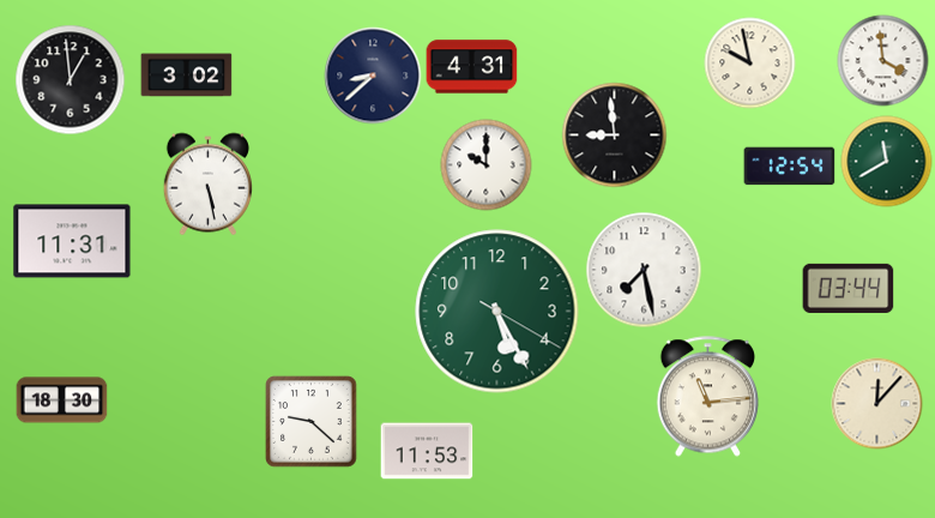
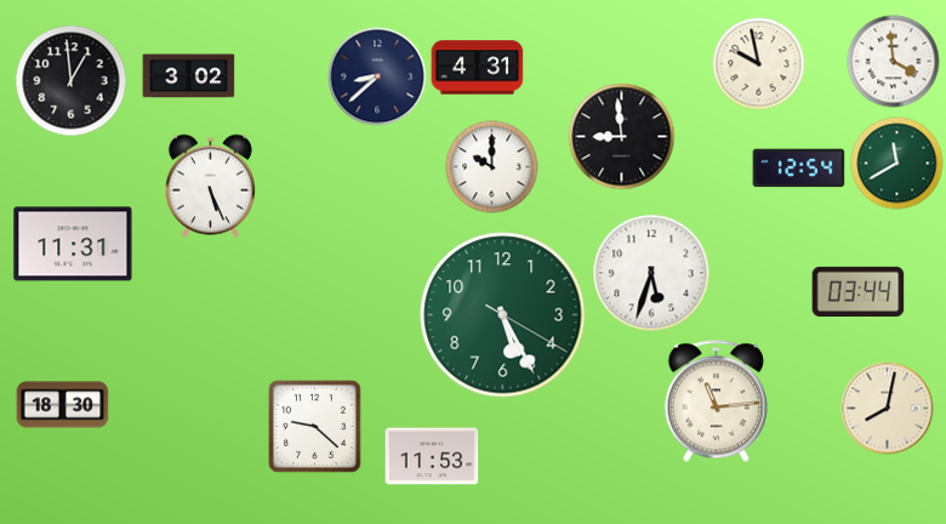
clock at (207, 185): 5:28 -> 5:26
clock at (644, 270): 7:28 -> 5:33
clock at (877, 404): 12:07 -> 8:02
